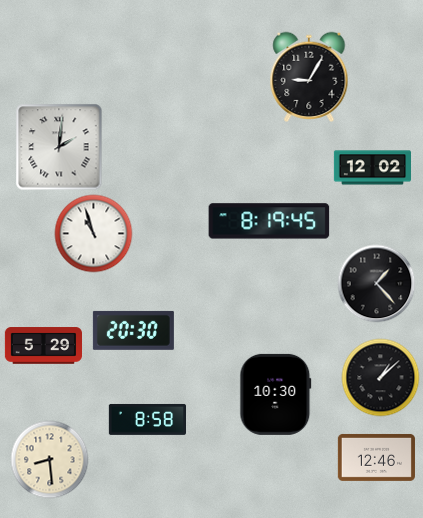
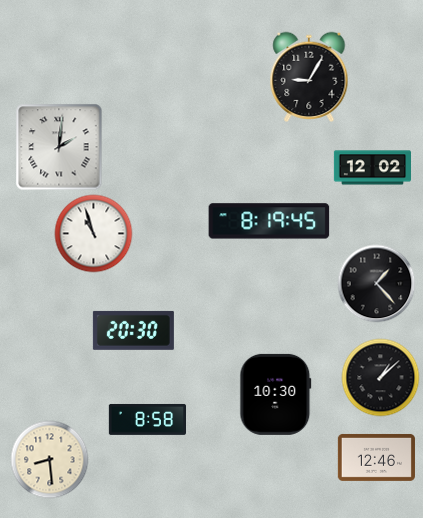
clock at (43, 346): 5:29 -> none
